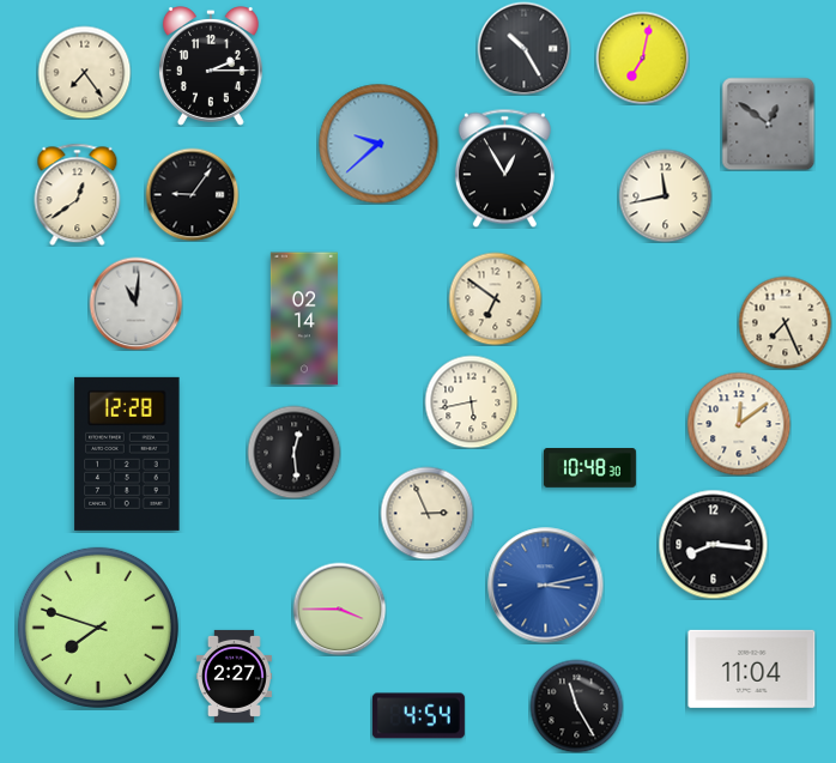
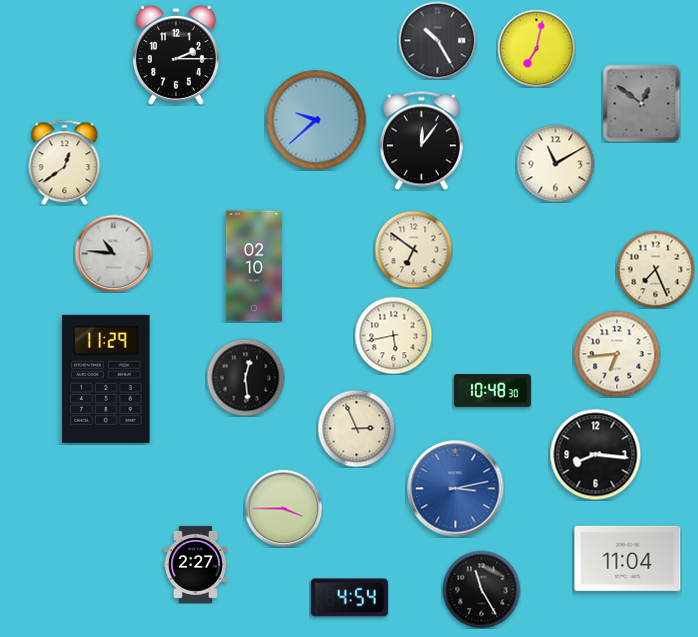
clock at (84, 72): 7:24 -> none
clock at (504, 168): 12:55 -> 12:06
clock at (192, 194): 9:06 -> none
clock at (665, 195): 11:43 -> 11:10
clock at (135, 303): 11:01 -> 10:46
clock at (304, 319): 02:14 -> 02:10
clock at (739, 424): 12:09 -> 6:44
clock at (127, 454): 12:28 -> 11:29
clock at (98, 628): 7:48 -> none
